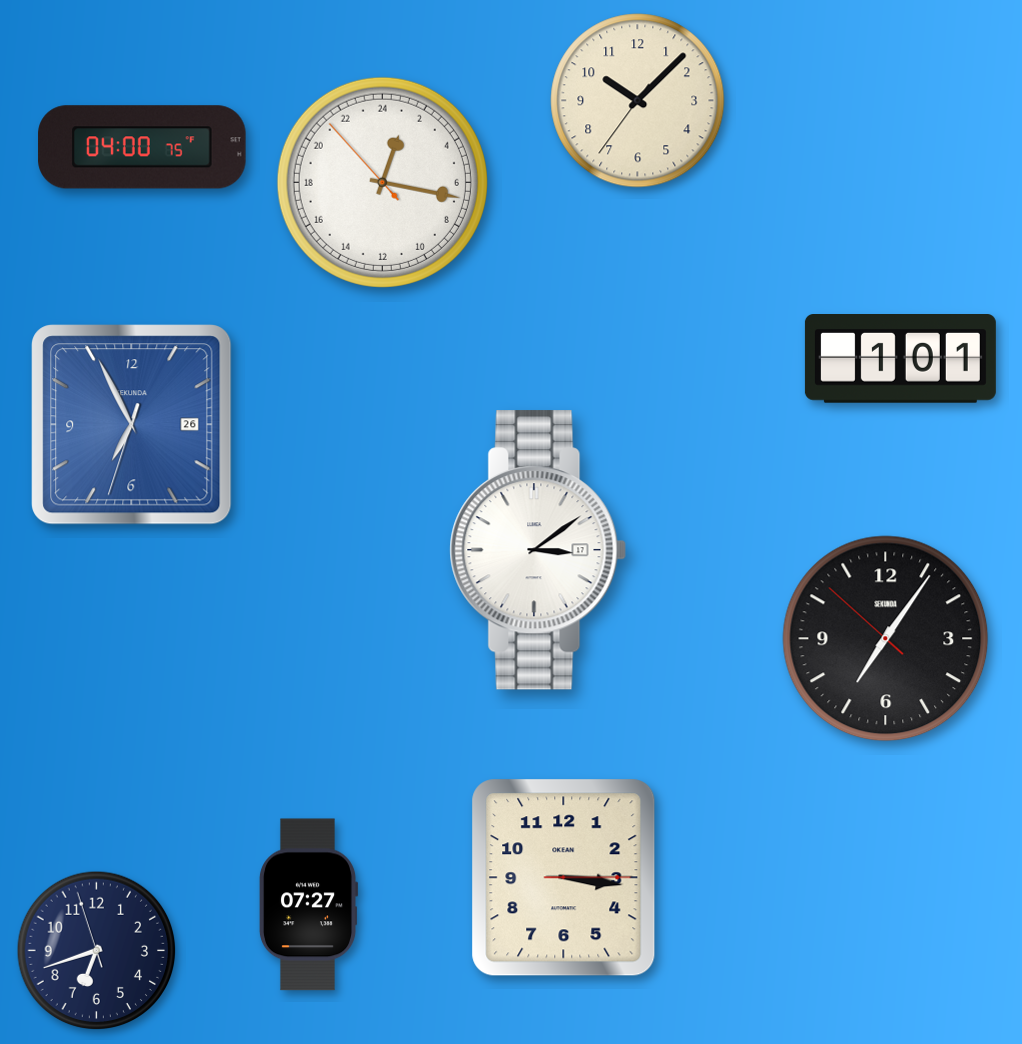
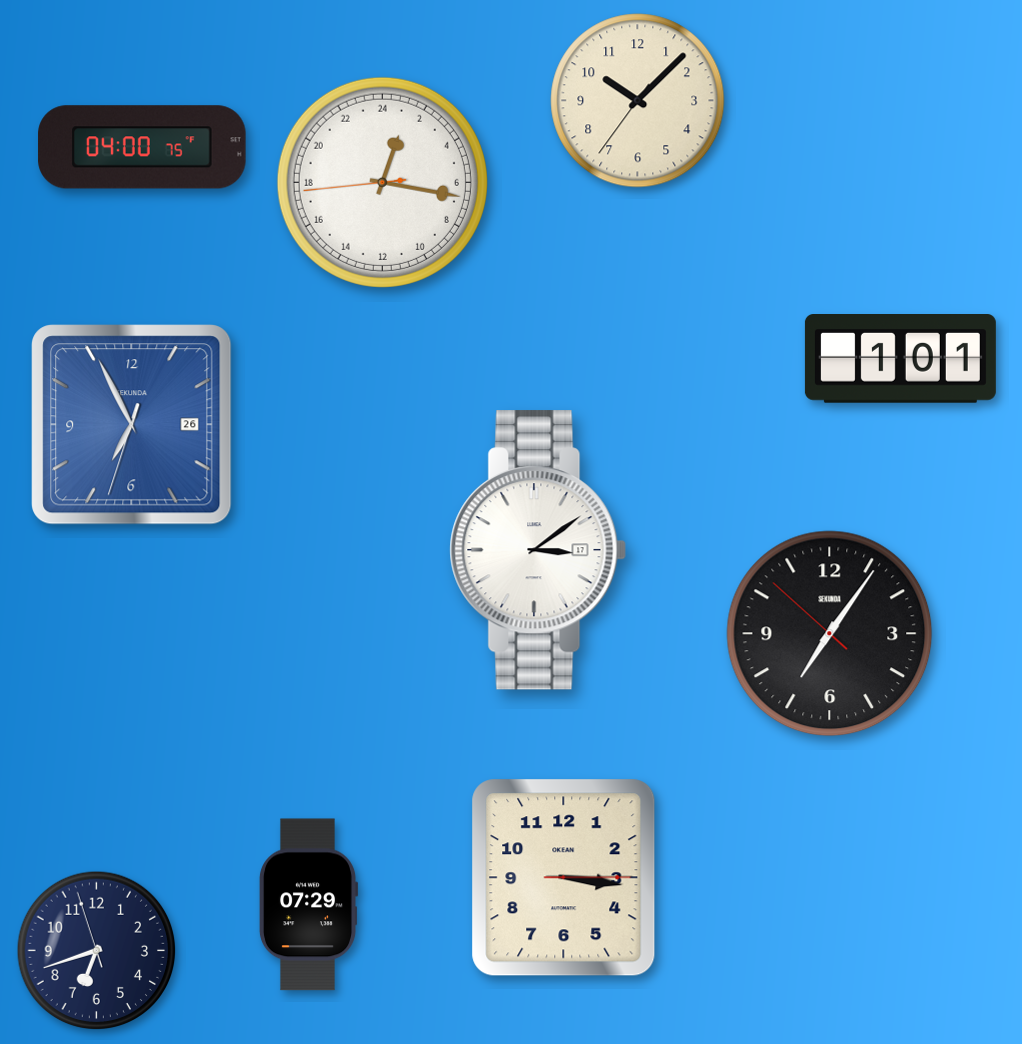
clock at (382, 182): 1:16:53 -> 1:16:44
clock at (886, 639) position: (886, 639) -> (830, 634)
clock at (308, 905): 07:27 -> 07:29
